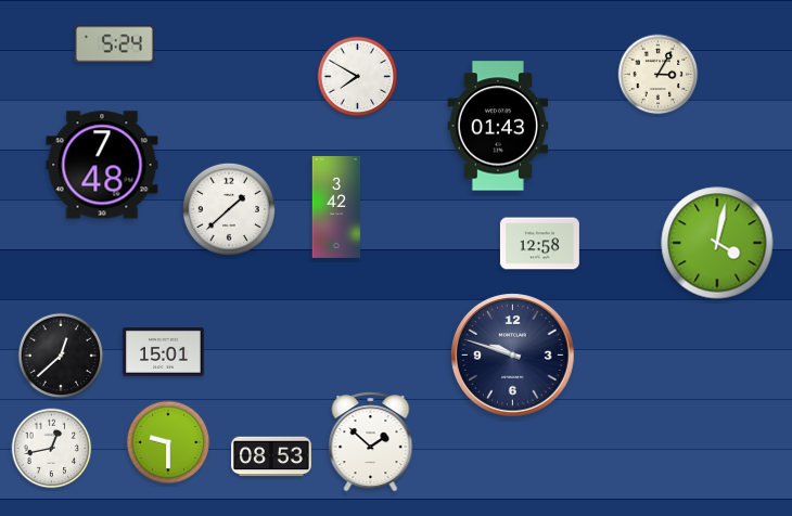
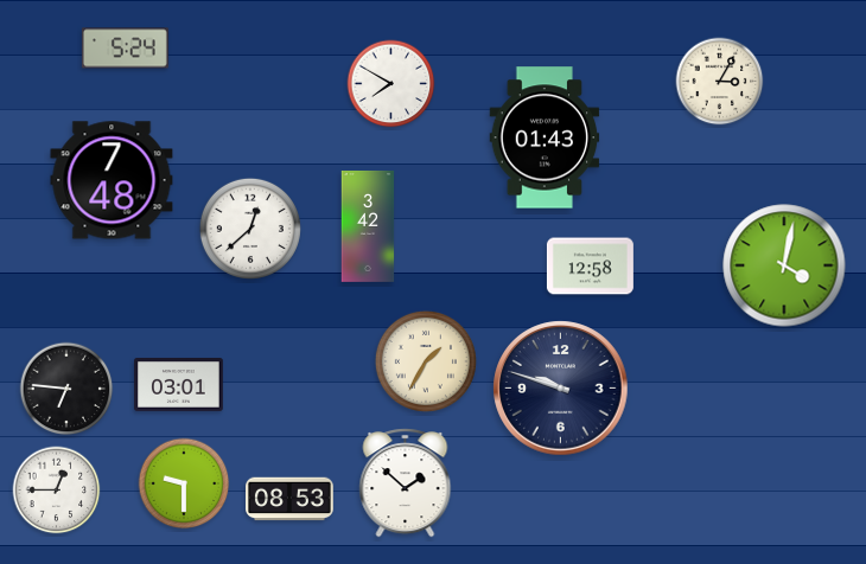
clock at (229, 209): 1:38 -> 12:38
clock at (426, 361): none -> 1:35
clock at (164, 352): 15:01 -> 03:01
clock at (61, 356): 12:38 -> 6:46
clock at (52, 449): 12:43 -> 12:45
clock at (272, 456) position: (272, 456) -> (291, 499)
